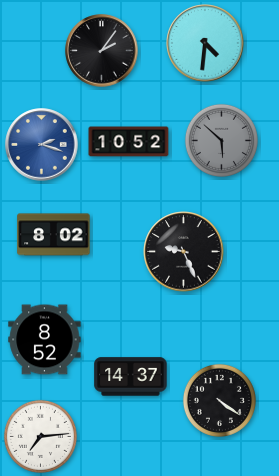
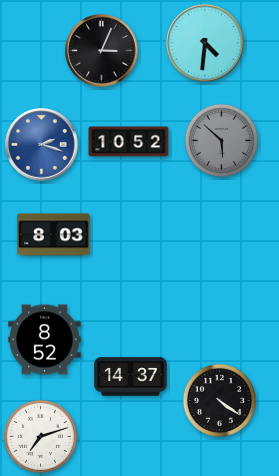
clock at (102, 51): 2:06 -> 3:04
clock at (54, 235): 8:02 -> 8:03
clock at (184, 252): 9:26 -> none
clock at (40, 436): 7:14 -> 7:12
